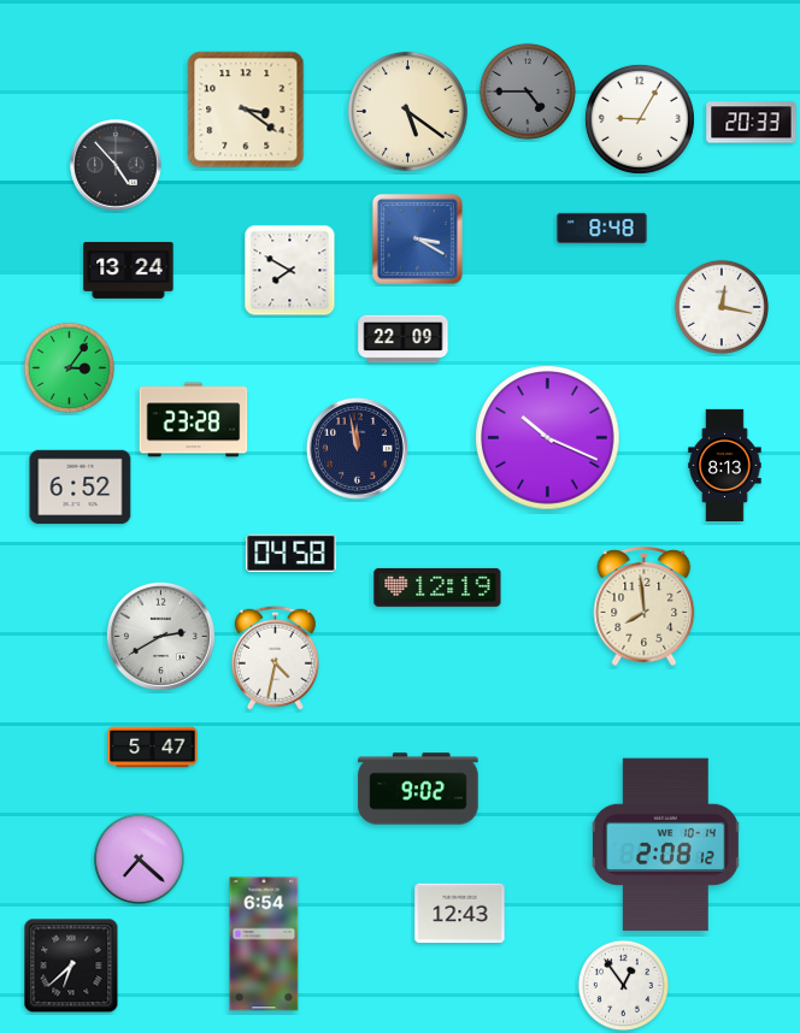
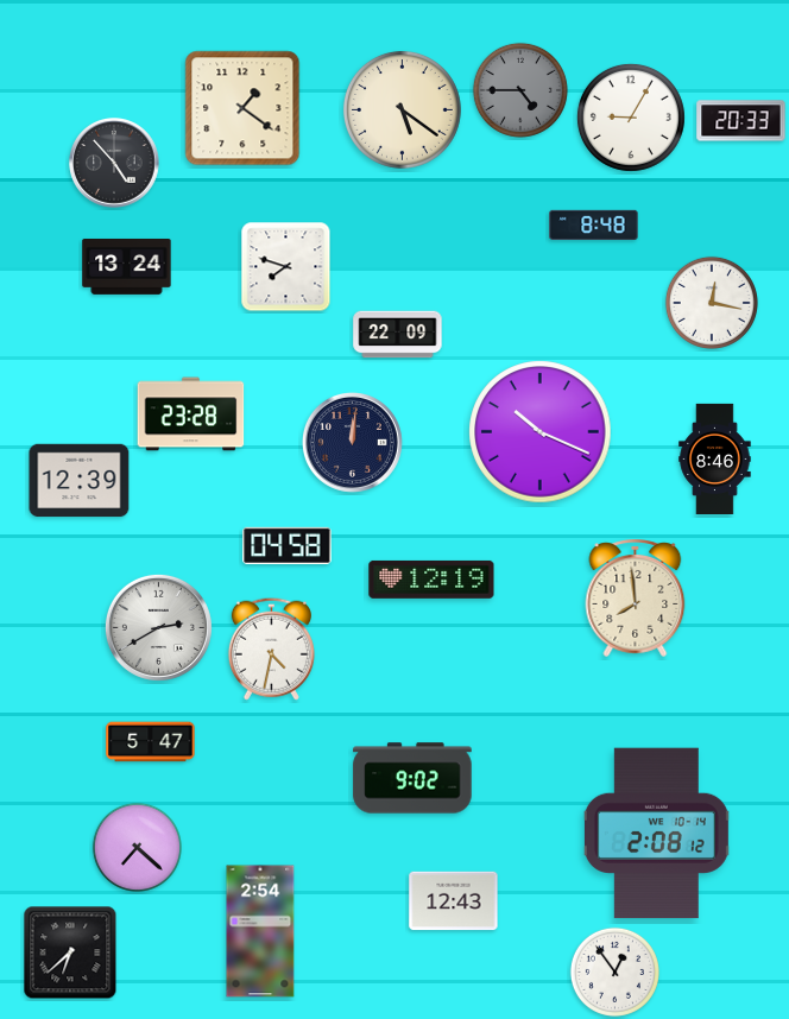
clock at (246, 110): 3:21 -> 1:21
clock at (417, 238): 3:20 -> none
clock at (290, 271): 7:50 -> 7:48
clock at (69, 367): 3:06 -> none
clock at (357, 448): 11:58 -> 12:01
clock at (725, 465): 8:13 -> 8:46
clock at (81, 488): 6:52 -> 12:39
clock at (153, 748) position: (153, 748) -> (151, 742)
clock at (264, 944): 6:54 -> 2:54
